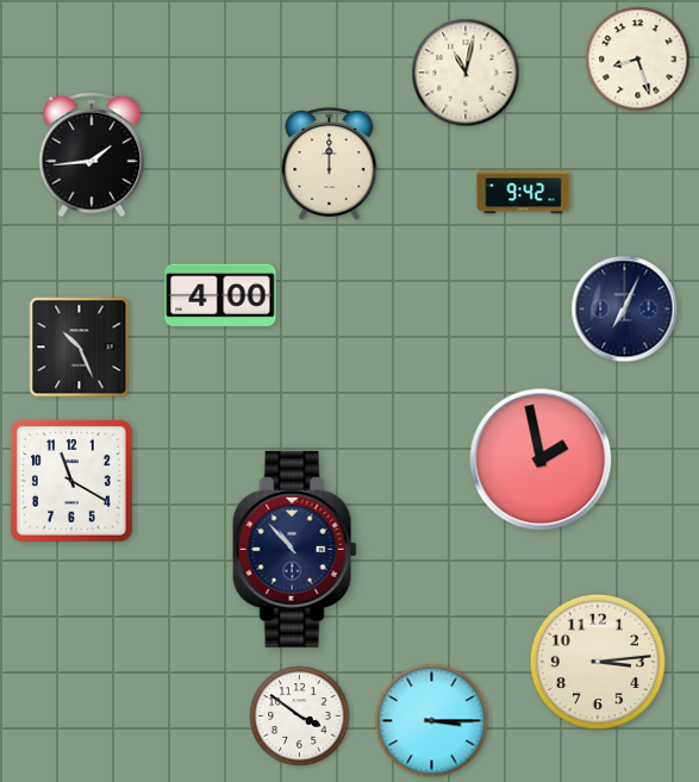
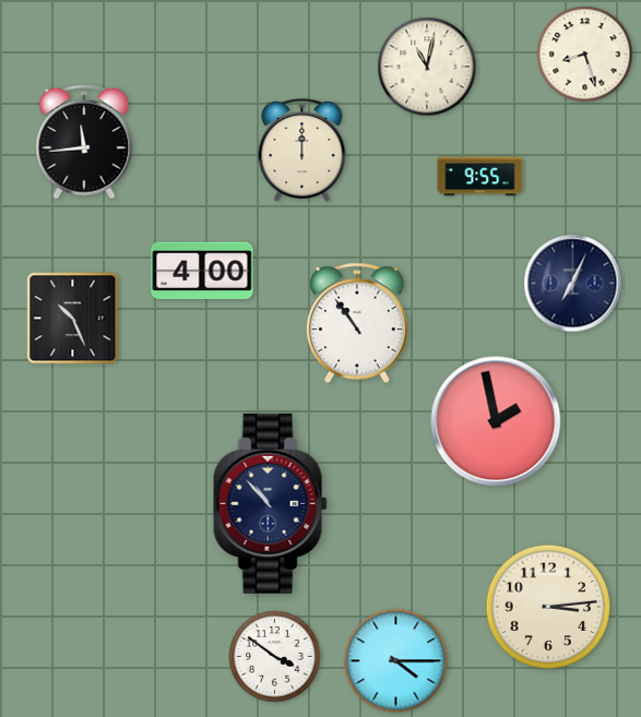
clock at (92, 155): 1:44 -> 11:44
clock at (524, 193): 9:42 -> 9:55
clock at (358, 323): none -> 10:54
clock at (71, 481): 11:20 -> none
clock at (432, 721): 3:15 -> 4:15
